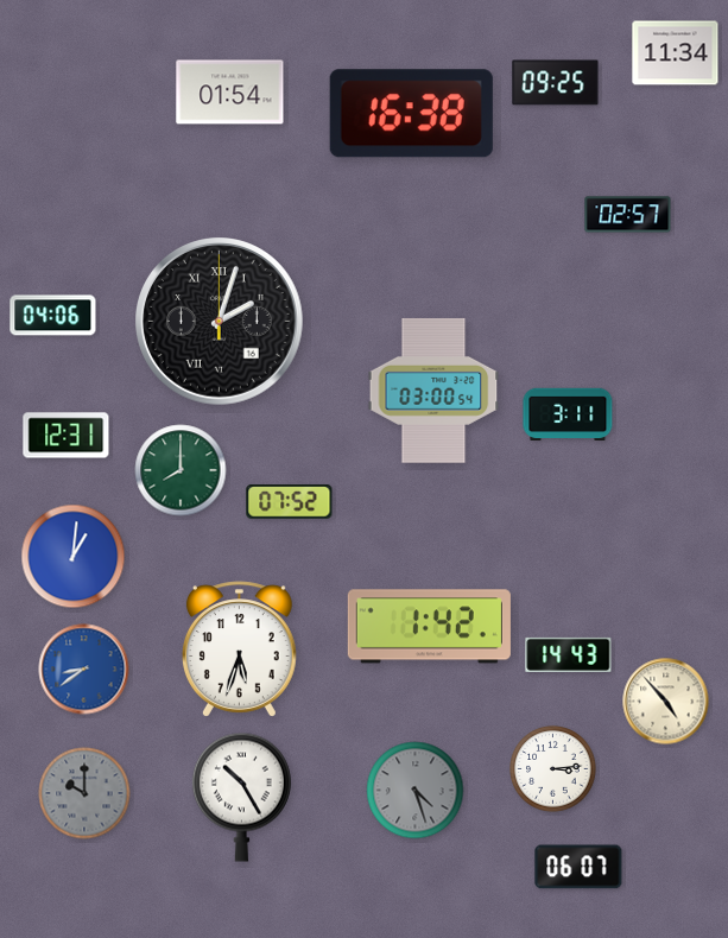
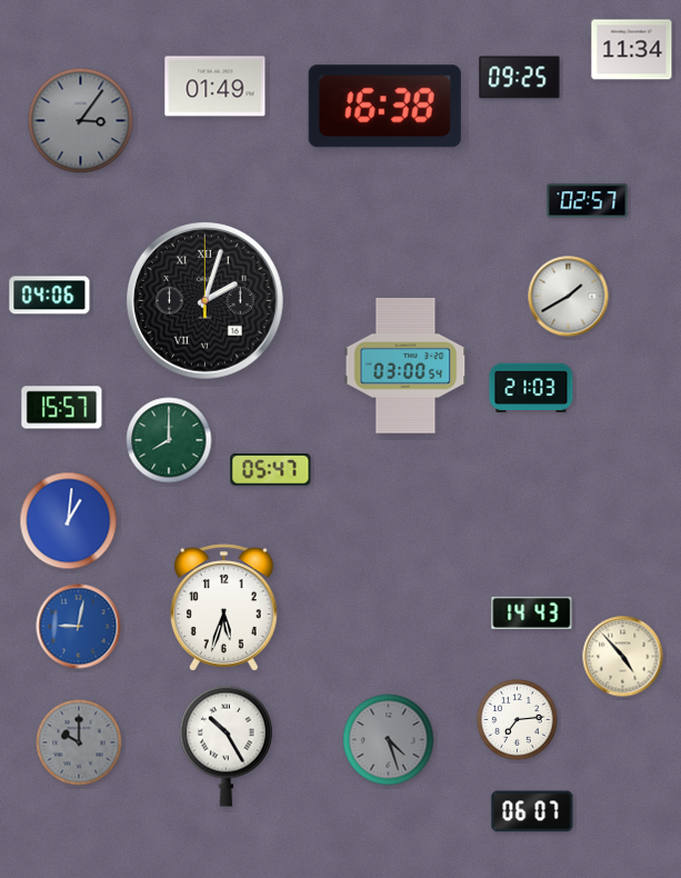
clock at (230, 93): 01:54 -> 01:49
clock at (81, 121): none -> 3:06
clock at (569, 297): none -> 1:40
clock at (568, 413): 3:11 -> 21:03
clock at (67, 436): 12:31 -> 15:57
clock at (290, 502): 07:52 -> 05:47
clock at (429, 627): 1:42 -> none
clock at (84, 670): 8:39 -> 9:02
clock at (553, 769): 3:14 -> 7:14
clock at (578, 867) position: (578, 867) -> (532, 811)
